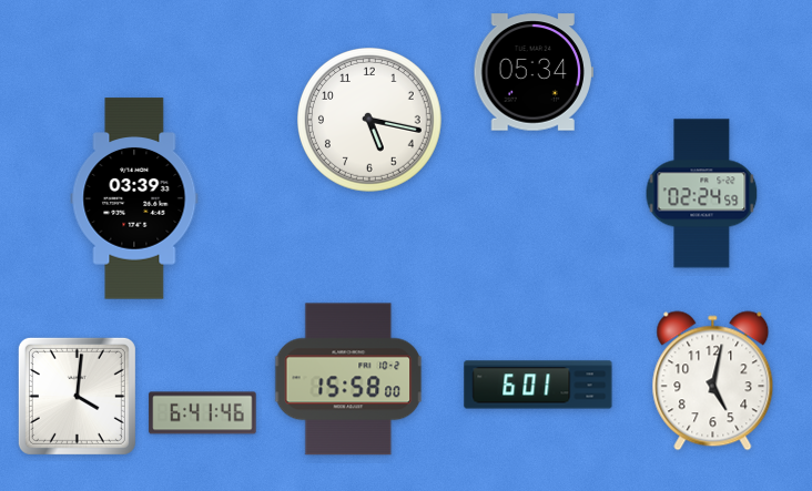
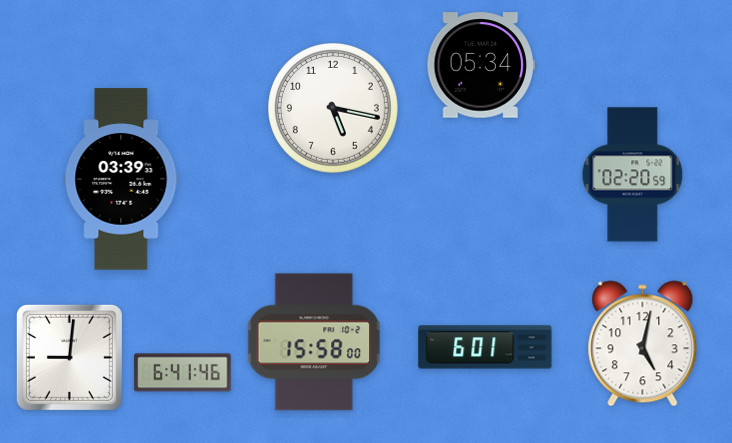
clock at (702, 194): 02:24 -> 02:20
clock at (77, 396): 4:01 -> 9:01
